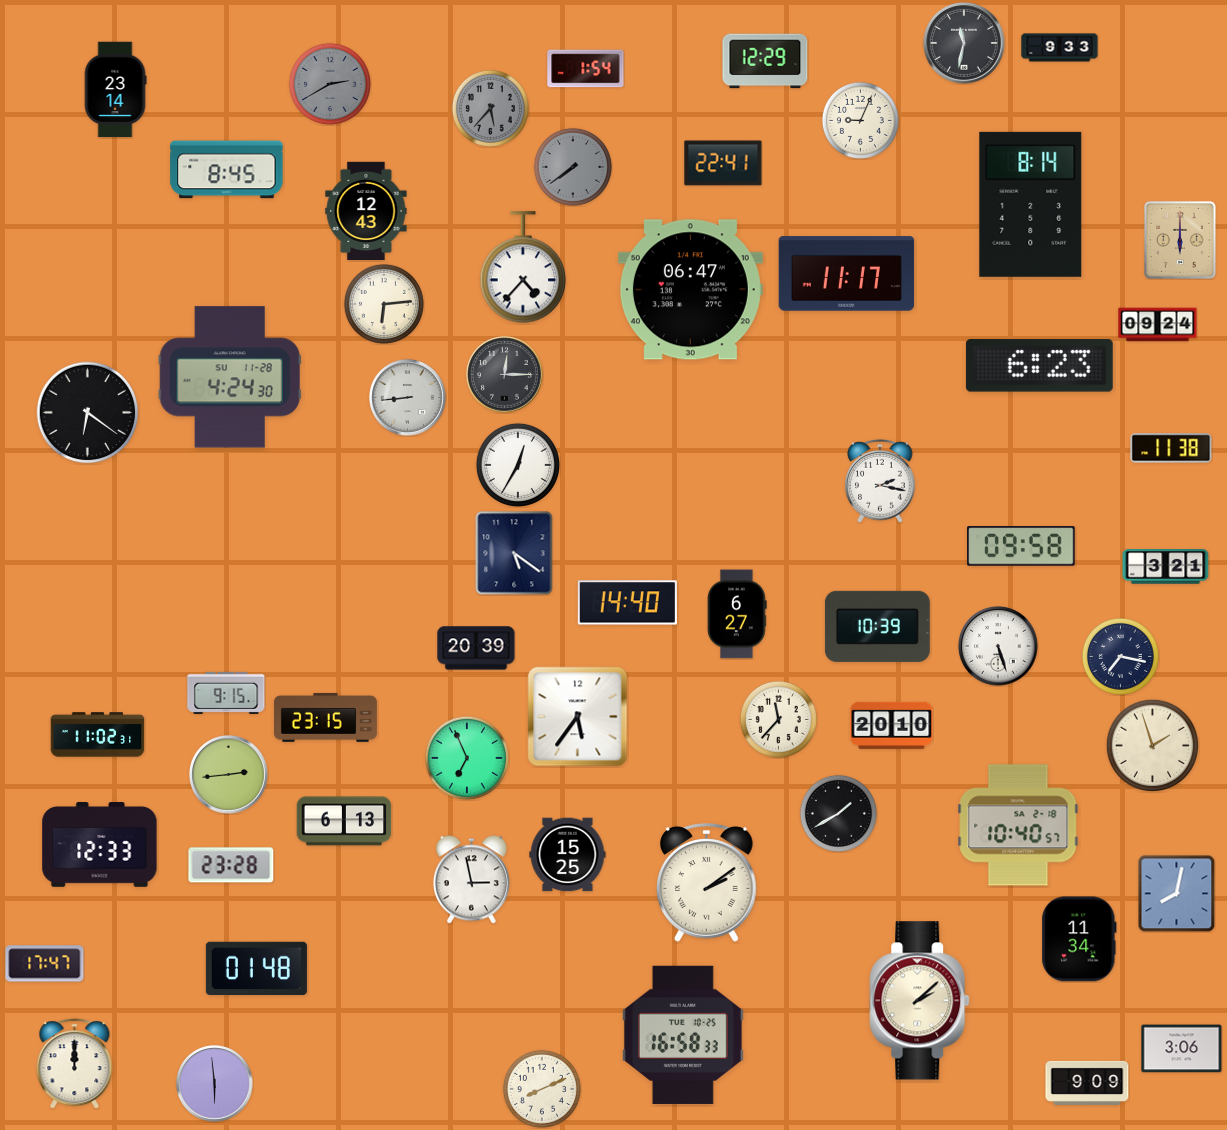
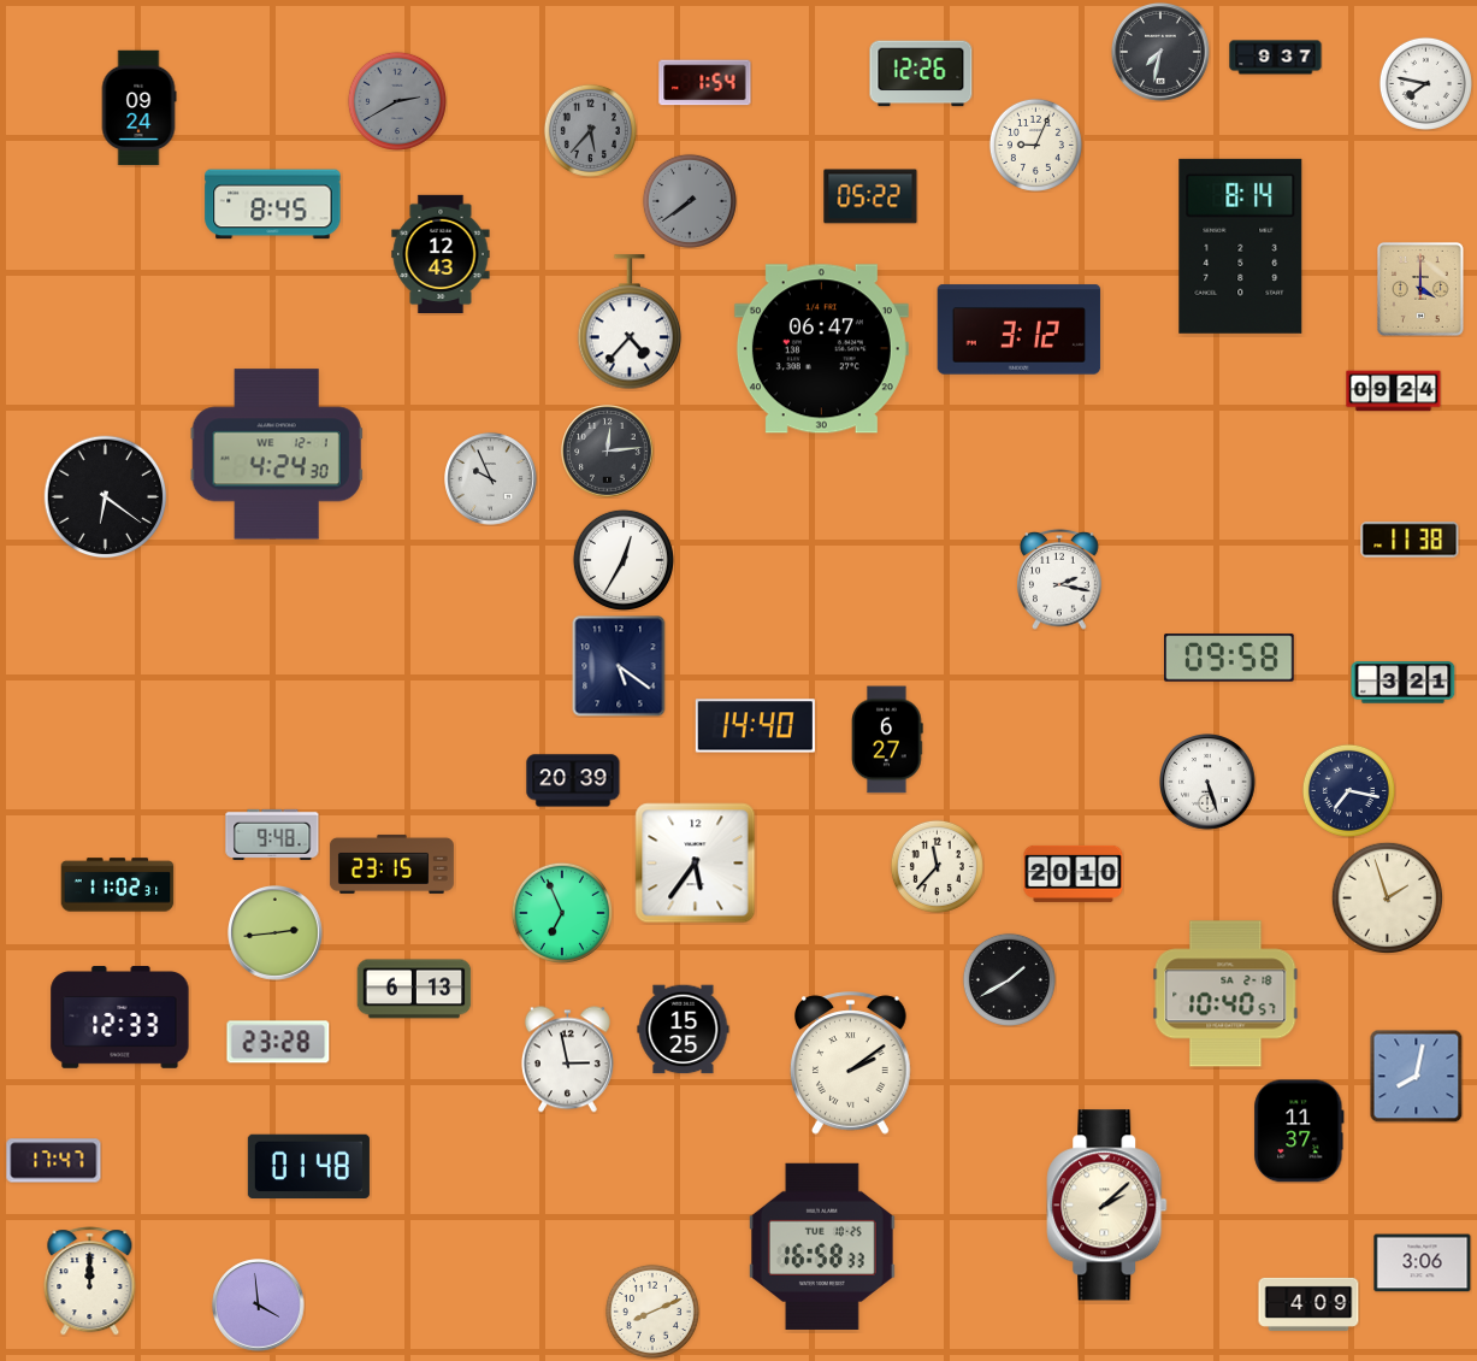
clock at (964, 43): 11:32 -> 7:32
clock at (1060, 48): 9:33 -> 9:37
clock at (765, 61): 12:29 -> 12:26
clock at (1425, 83): none -> 7:47
clock at (115, 90): 23:14 -> 09:24
clock at (723, 163): 22:41 -> 05:22
clock at (1180, 240): 6:00 -> 4:00
clock at (847, 274): 11:17 -> 3:12
clock at (690, 290) position: (690, 290) -> (821, 349)
clock at (384, 304): 6:14 -> none
clock at (1039, 366): 6:23 -> none
clock at (505, 375): 12:15 -> 12:14
clock at (230, 377) date: SU 11-28 -> WE 12-1
clock at (408, 398): 8:44 -> 9:56
clock at (877, 626): 10:39 -> none
clock at (999, 647) position: (999, 647) -> (1209, 783)
clock at (226, 693): 9:15 -> 9:48
clock at (1079, 939): 11:34 -> 11:37
clock at (1087, 1083): 9:09 -> 4:09
clock at (215, 1084): 5:59 -> 3:59
